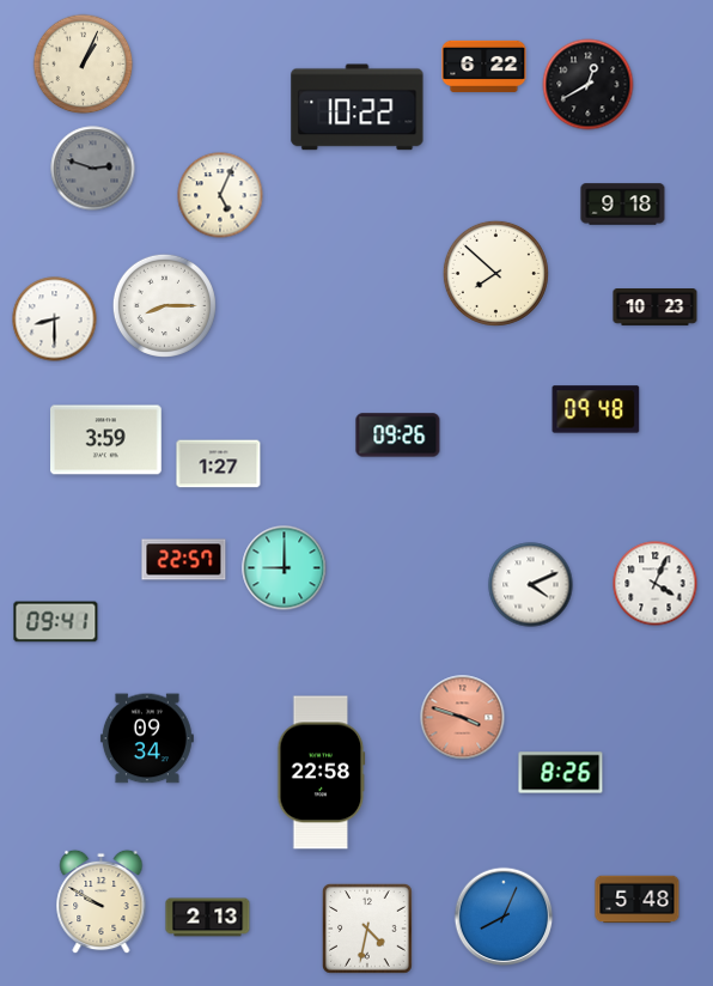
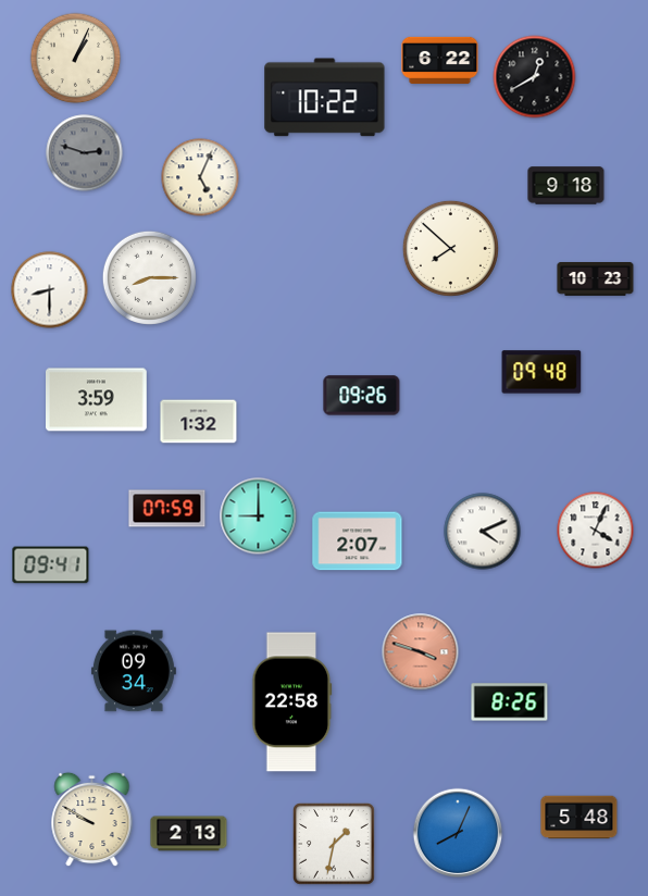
clock at (219, 464): 1:27 -> 1:32
clock at (184, 560): 22:57 -> 07:59
clock at (358, 542): none -> 2:07
clock at (368, 930): 4:32 -> 1:32
